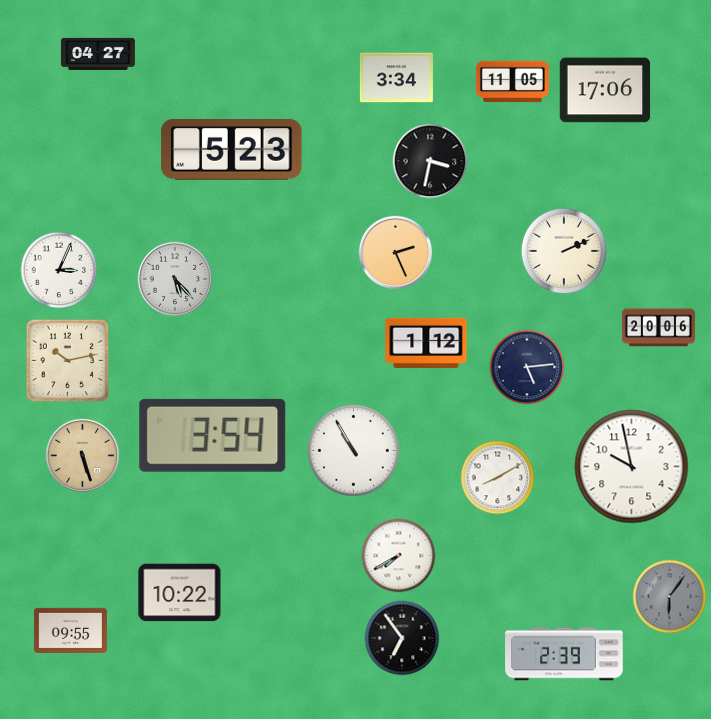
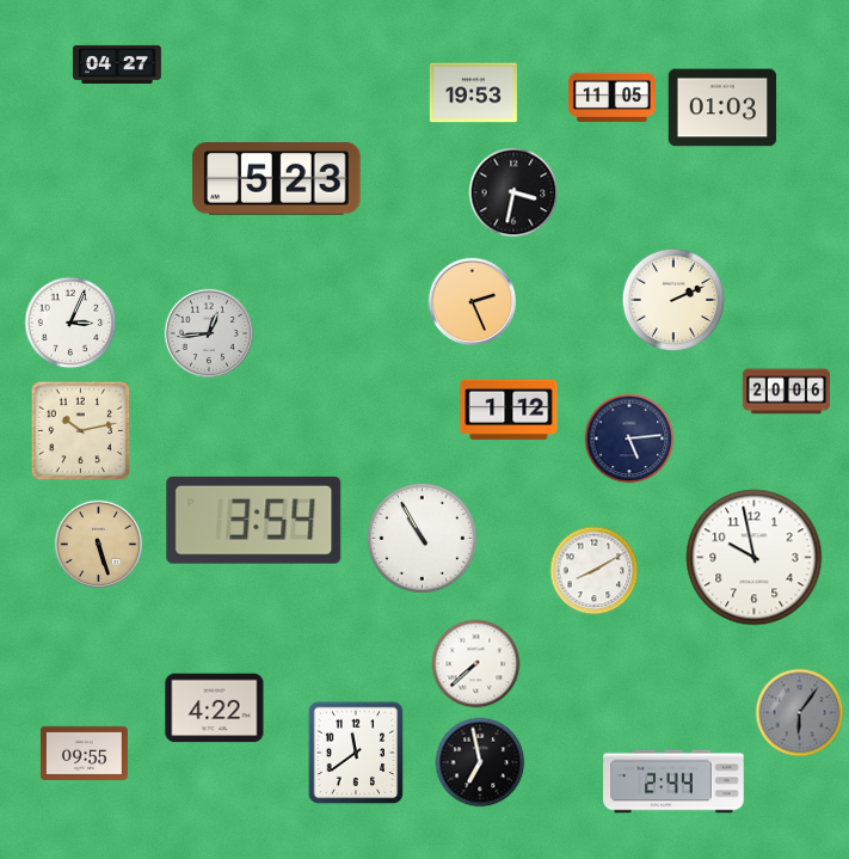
clock at (396, 78): 3:34 -> 19:53
clock at (605, 90): 17:06 -> 01:03
clock at (174, 278): 5:23 -> 12:44
clock at (399, 556): 7:40 -> 7:38
clock at (180, 593): 10:22 -> 4:22
clock at (356, 753): none -> 11:39
clock at (402, 638): 6:54 -> 6:58
clock at (564, 654): 2:39 -> 2:44
